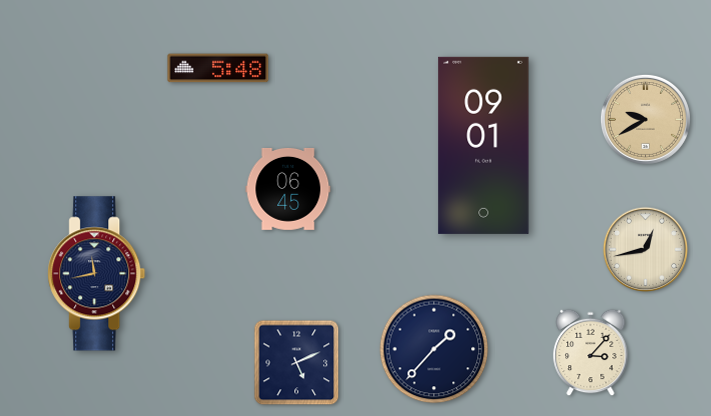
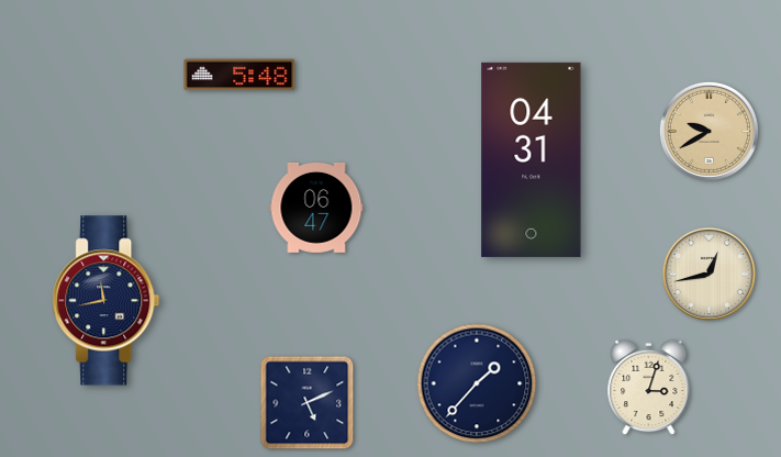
clock at (484, 145): 09:01 -> 04:31
clock at (288, 189): 06:45 -> 06:47
clock at (591, 353): 3:07 -> 3:03
clock at (297, 363) position: (297, 363) -> (308, 403)
